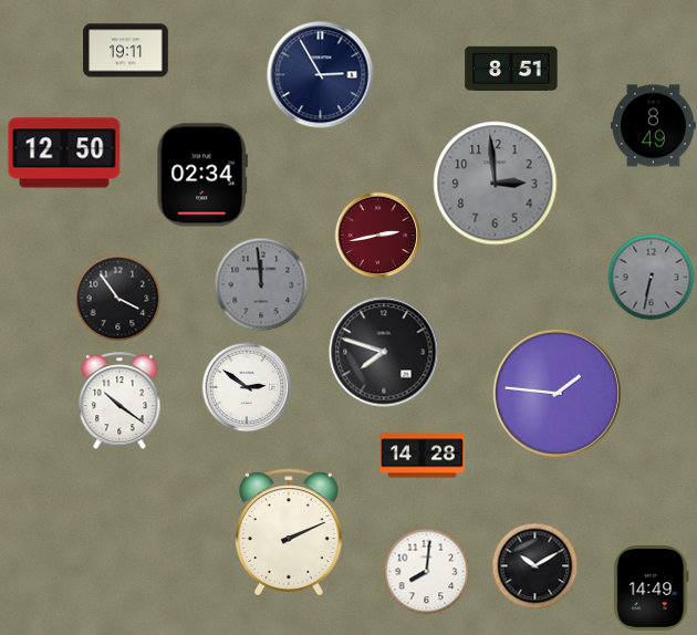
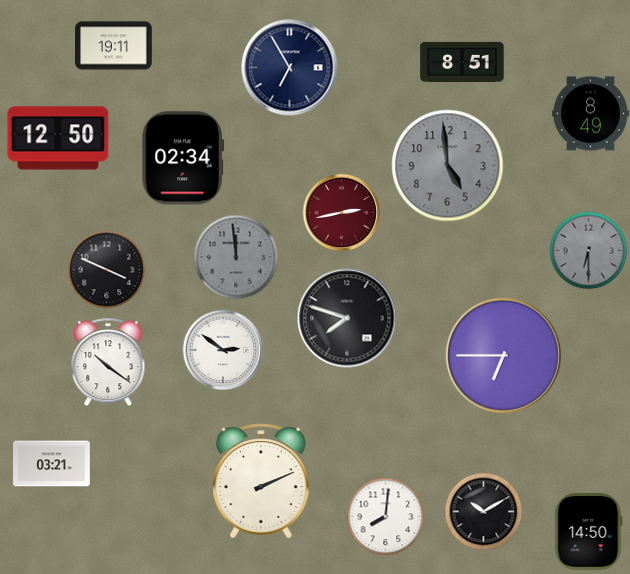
clock at (321, 75): 2:55 -> 6:55
clock at (496, 184): 2:59 -> 4:59
clock at (651, 277): 6:32 -> 6:30
clock at (117, 298): 3:54 -> 3:49
clock at (556, 393): 1:46 -> 6:45
clock at (423, 456): 14:28 -> none
clock at (52, 464): none -> 03:21
clock at (652, 589): 14:49 -> 14:50
